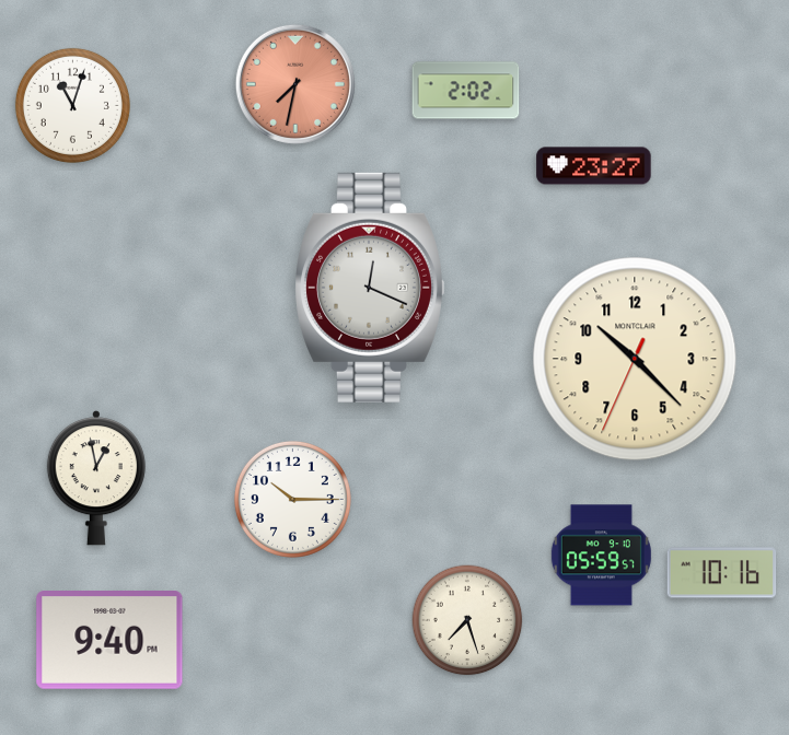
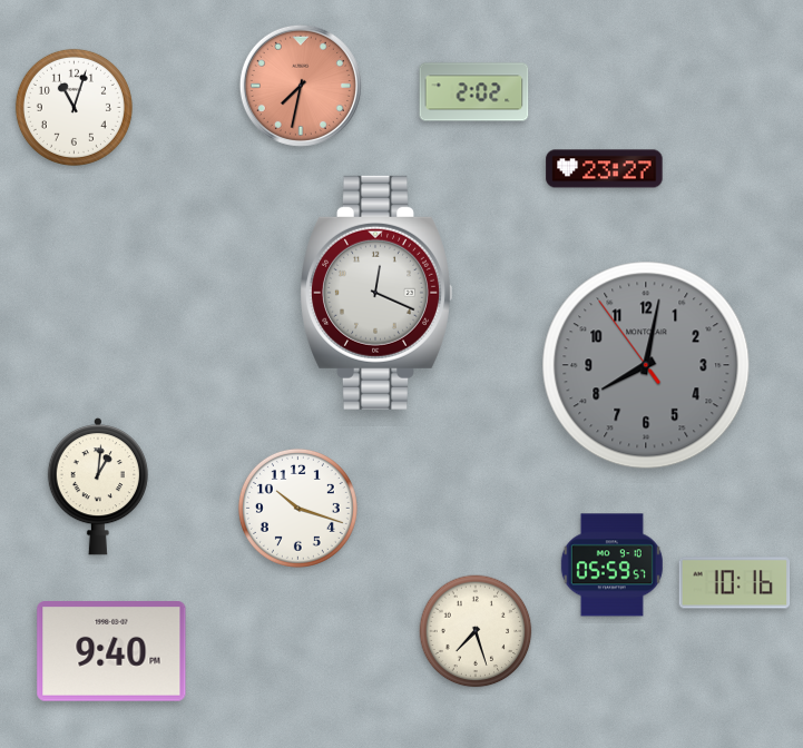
clock at (635, 359): 10:22 -> 8:01
clock at (635, 359) dial: cream -> grey
clock at (96, 479): 12:58 -> 1:01
clock at (292, 499): 10:15 -> 10:18
